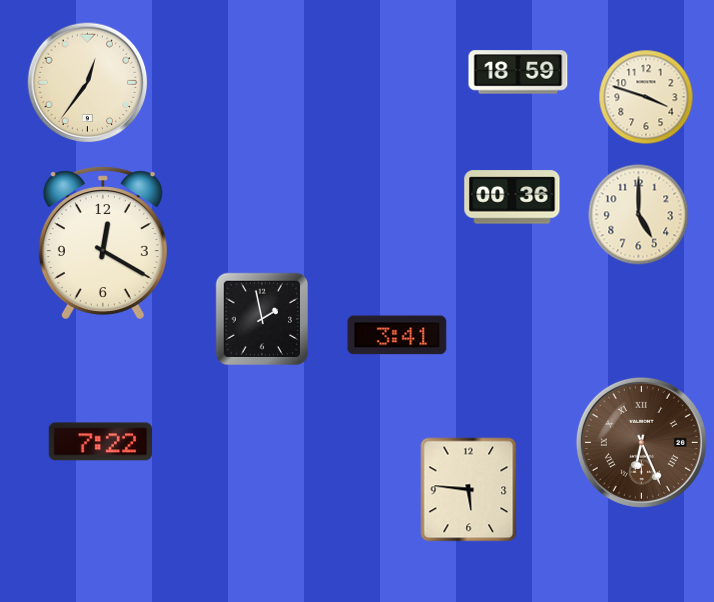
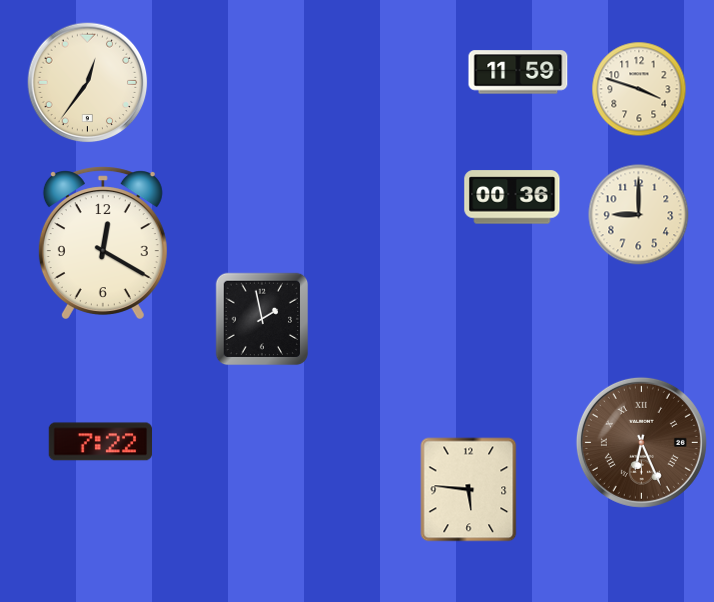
clock at (518, 72): 18:59 -> 11:59
clock at (646, 97) position: (646, 97) -> (639, 89)
clock at (639, 215): 5:00 -> 9:00
clock at (397, 335): 3:41 -> none
